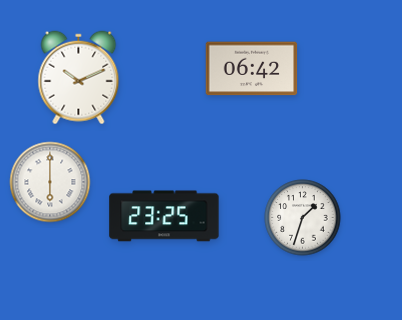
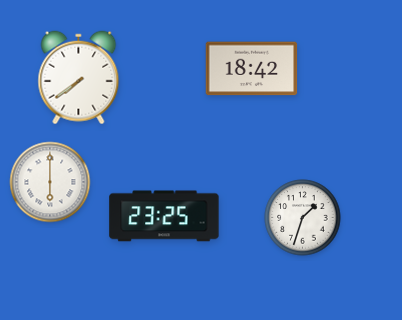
clock at (252, 69): 06:42 -> 18:42
clock at (79, 78): 10:11 -> 7:39
